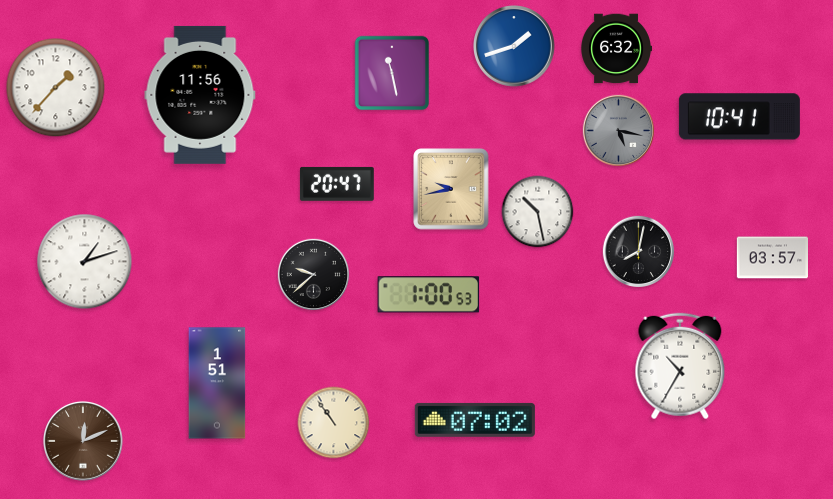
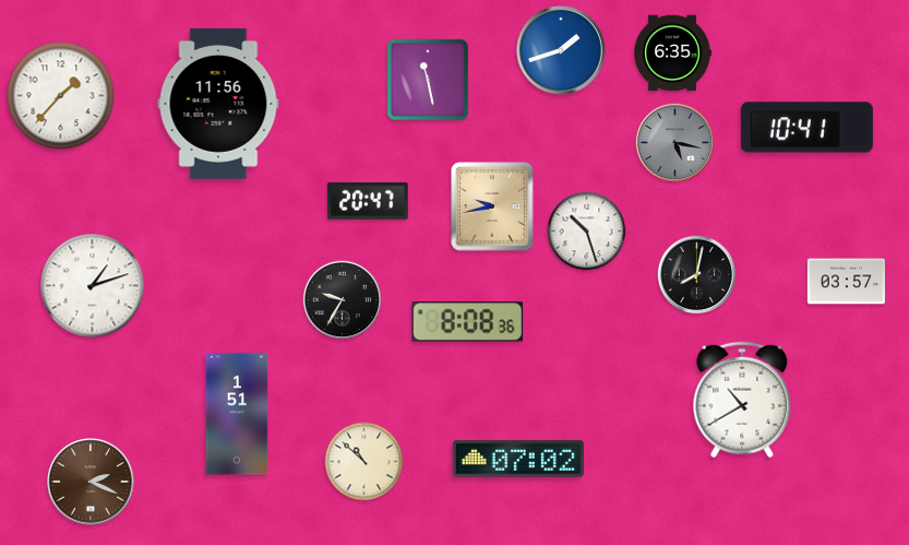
clock at (616, 49): 6:32 -> 6:35
clock at (538, 212): 10:28 -> 10:27
clock at (772, 258) position: (772, 258) -> (846, 282)
clock at (313, 274): 9:38 -> 9:35
clock at (429, 295): 1:00 -> 8:08
clock at (680, 366): 10:35 -> 10:40
clock at (217, 383) position: (217, 383) -> (237, 414)
clock at (334, 423): 10:54 -> 10:52
clock at (83, 441): 12:11 -> 2:19
